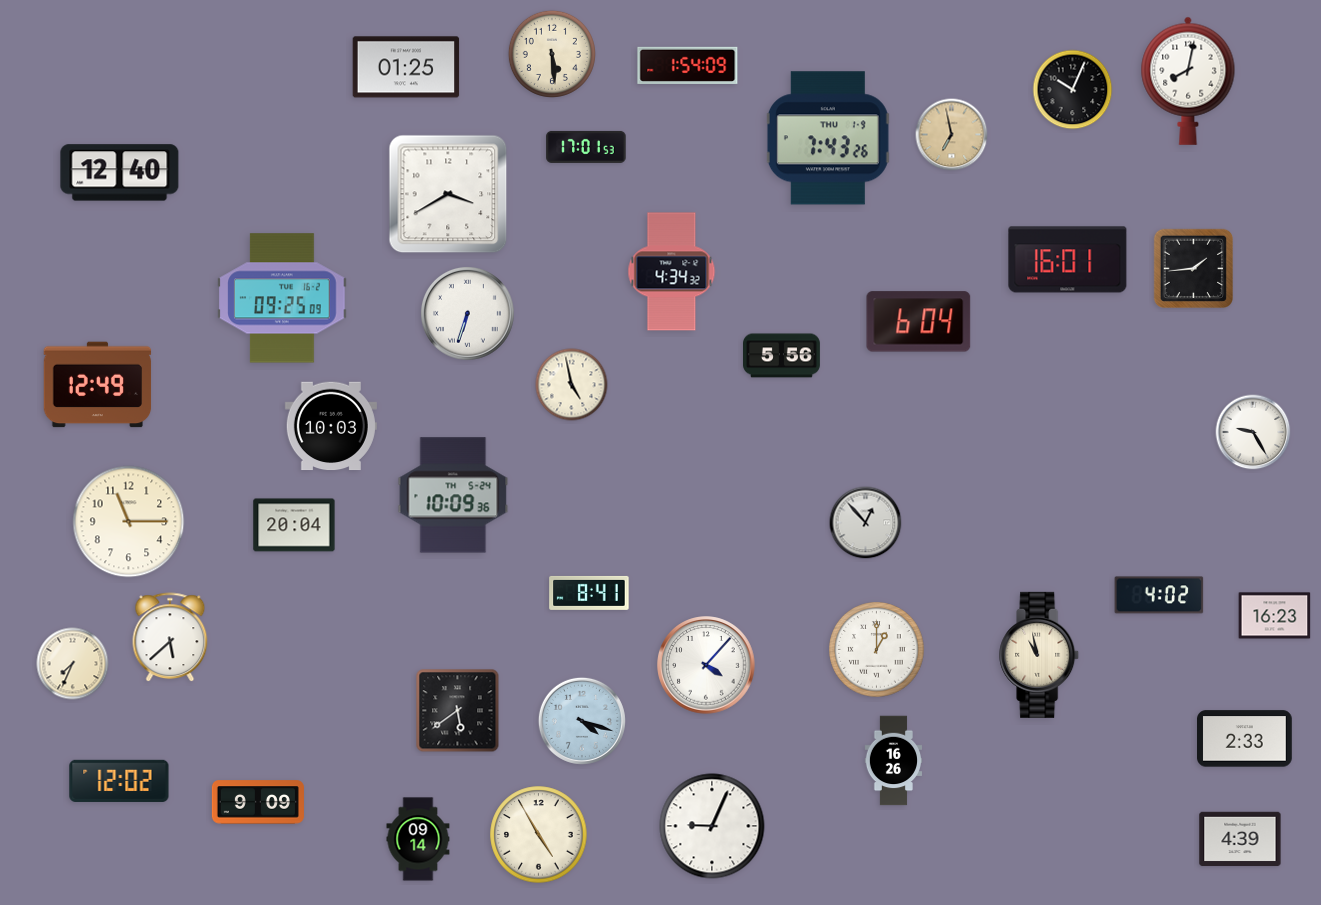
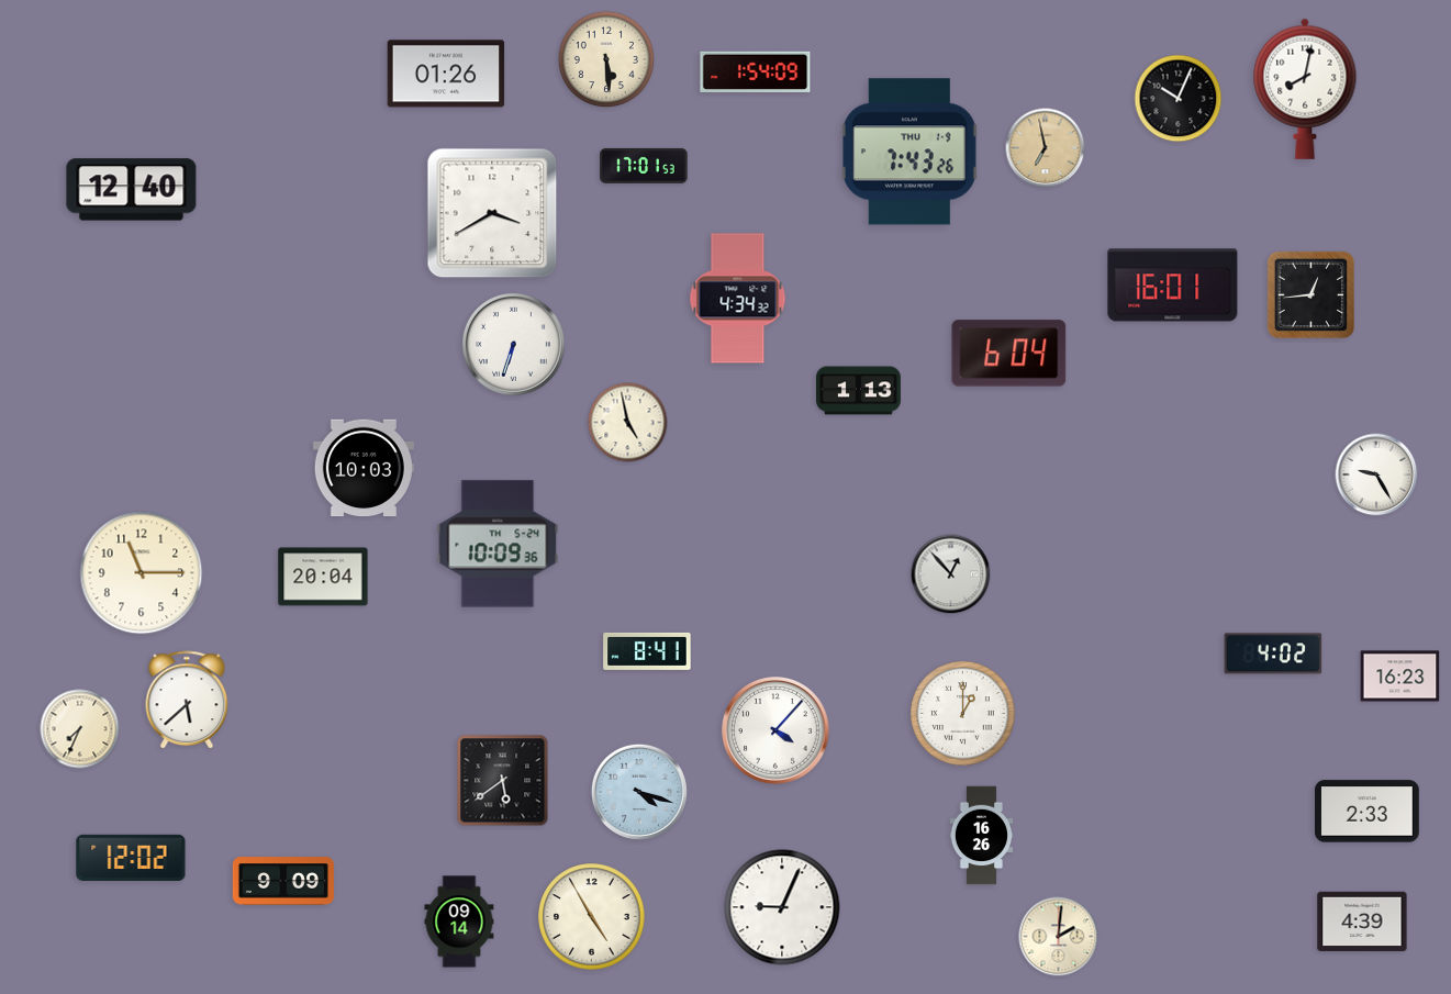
clock at (406, 67): 01:25 -> 01:26
clock at (586, 147) position: (586, 147) -> (644, 166)
clock at (1193, 268): 1:44 -> 12:44
clock at (282, 298): 09:25 -> none
clock at (782, 356): 5:56 -> 1:13
clock at (98, 385): 12:49 -> none
clock at (1040, 655): 10:58 -> none
clock at (1059, 937): none -> 2:01
